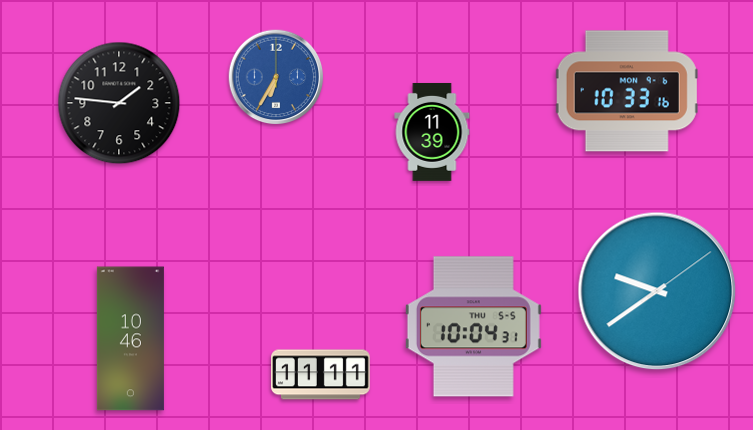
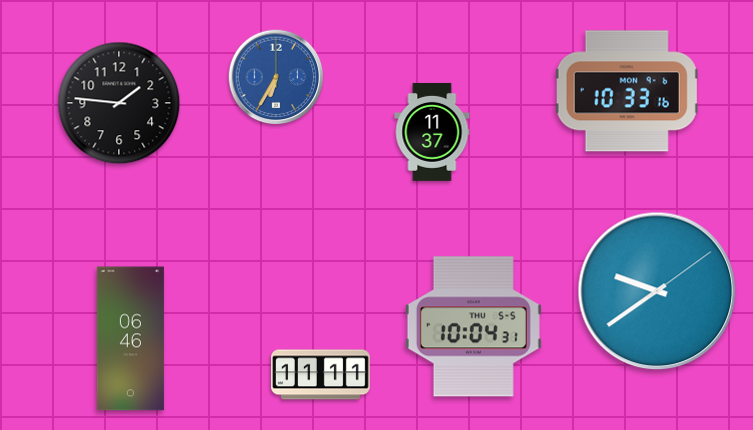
clock at (432, 132): 11:39 -> 11:37
clock at (130, 339): 10:46 -> 06:46
